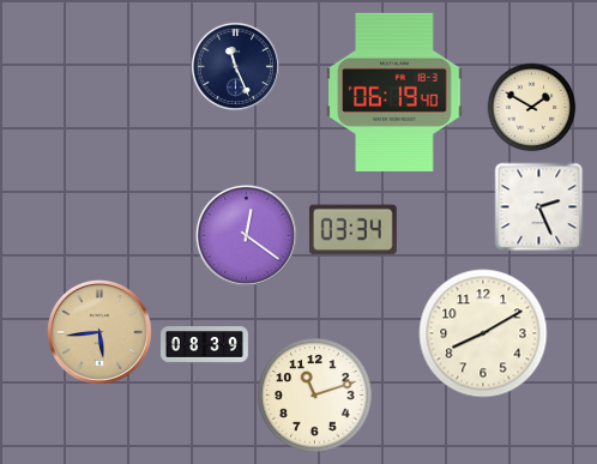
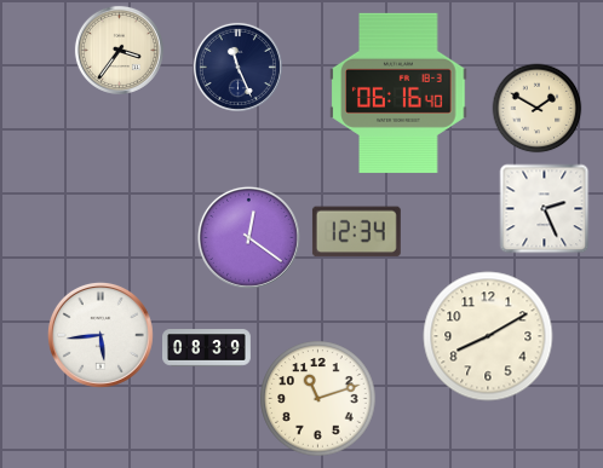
clock at (119, 50): none -> 3:36
clock at (394, 92): 06:19 -> 06:16
clock at (352, 230): 03:34 -> 12:34
clock at (99, 332) dial: champagne -> white
